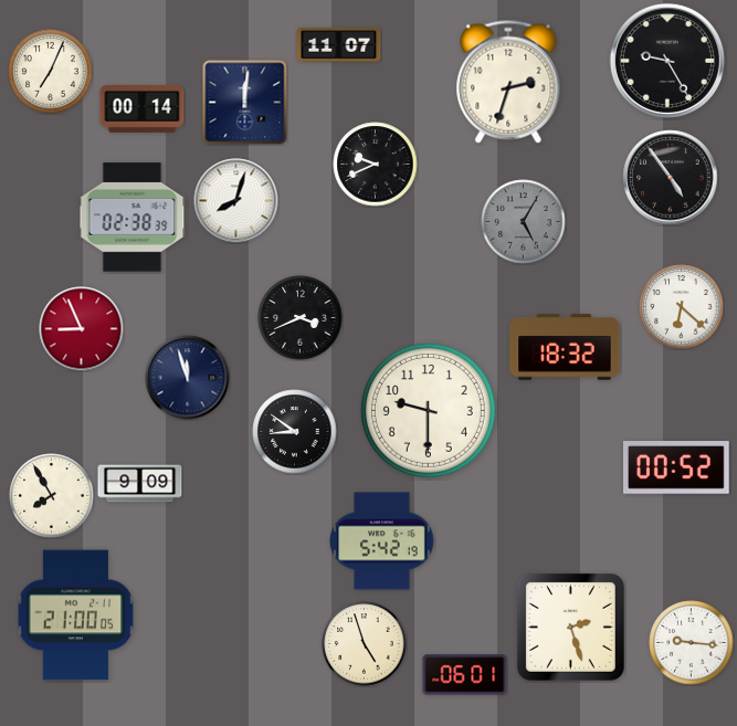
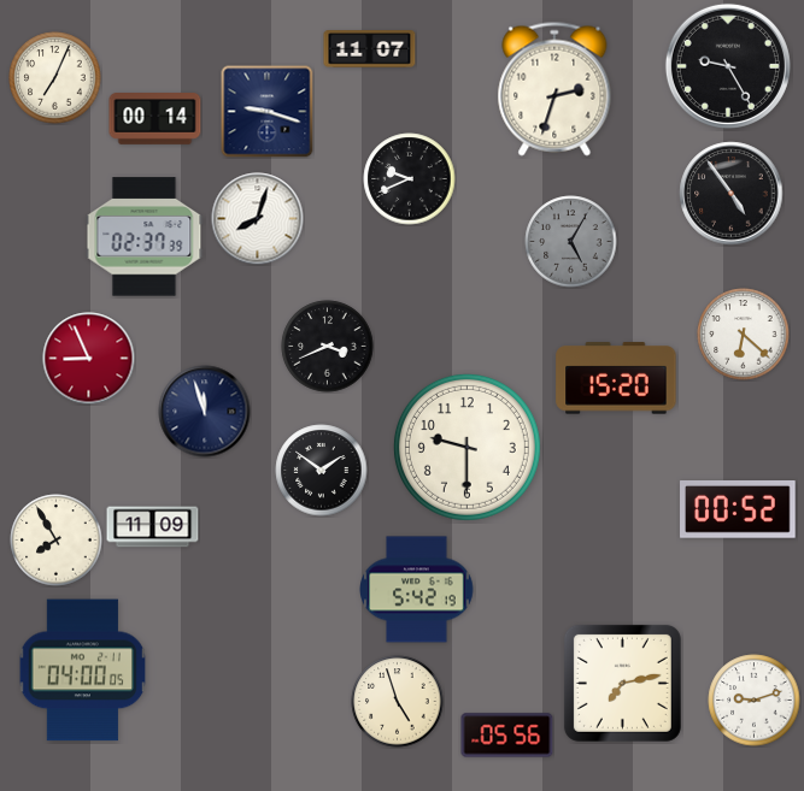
clock at (245, 103): 12:01 -> 9:18
clock at (133, 218): 02:38 -> 02:37
clock at (565, 347): 18:32 -> 15:20
clock at (295, 432): 8:51 -> 1:51
clock at (140, 484): 9:09 -> 11:09
clock at (76, 615): 21:00 -> 04:00
clock at (570, 627): 2:27 -> 7:13
clock at (692, 643): 9:16 -> 9:12
clock at (465, 675): 06:01 -> 05:56
